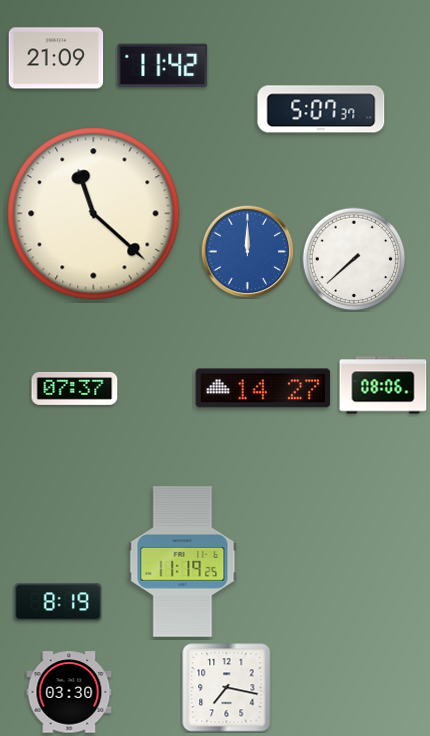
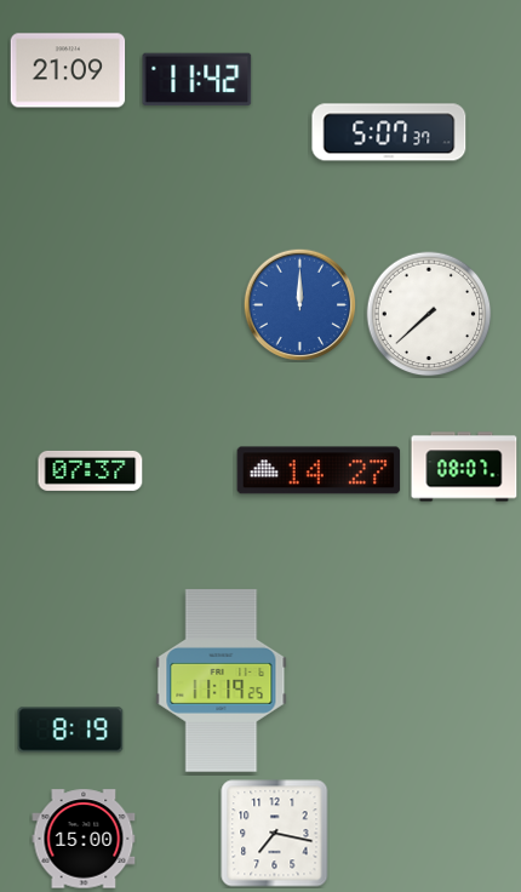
clock at (94, 214): 11:22 -> none
clock at (383, 385): 08:06 -> 08:07
clock at (69, 692): 03:30 -> 15:00
